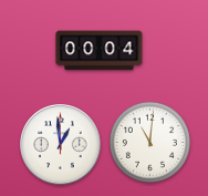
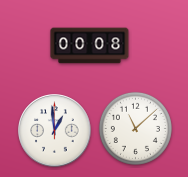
clock at (100, 51): 00:04 -> 00:08
clock at (149, 142): 11:01 -> 11:08
